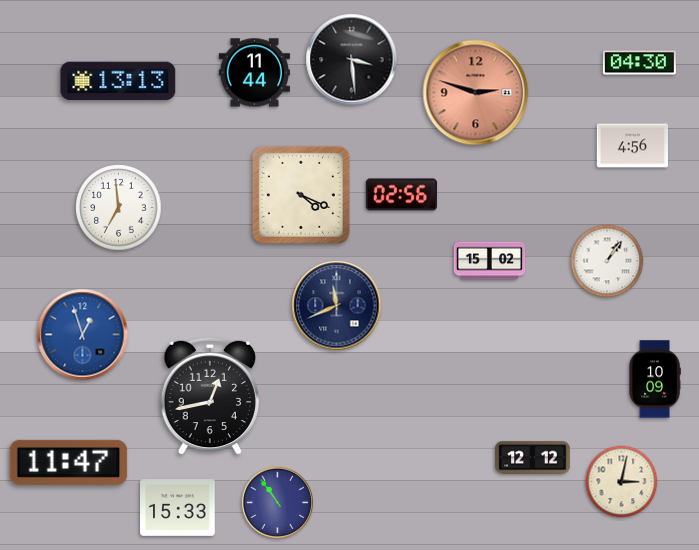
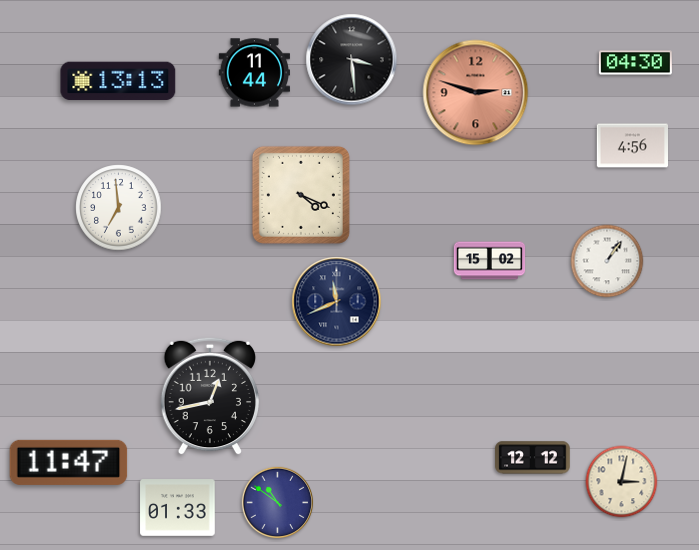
clock at (639, 63) position: (639, 63) -> (635, 63)
clock at (401, 195): 02:56 -> none
clock at (337, 306) position: (337, 306) -> (337, 302)
clock at (83, 335): 12:57 -> none
clock at (655, 379): 10:09 -> none
clock at (278, 503): 10:54 -> 10:51
clock at (178, 508): 15:33 -> 01:33
